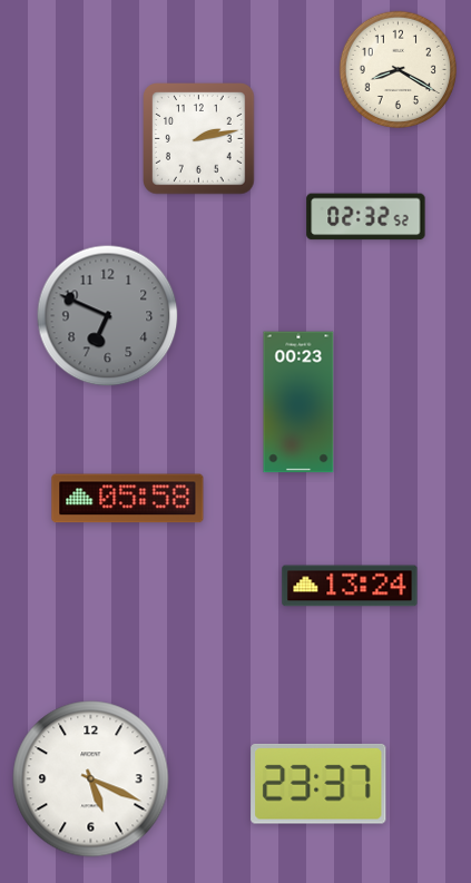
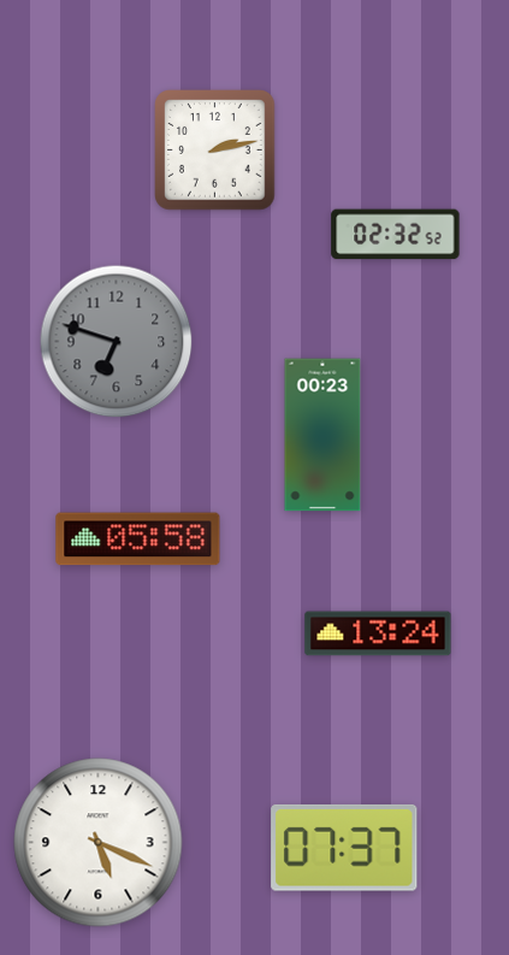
clock at (398, 69): 8:20 -> none
clock at (108, 316): 6:49 -> 6:48
clock at (318, 784): 23:37 -> 07:37
